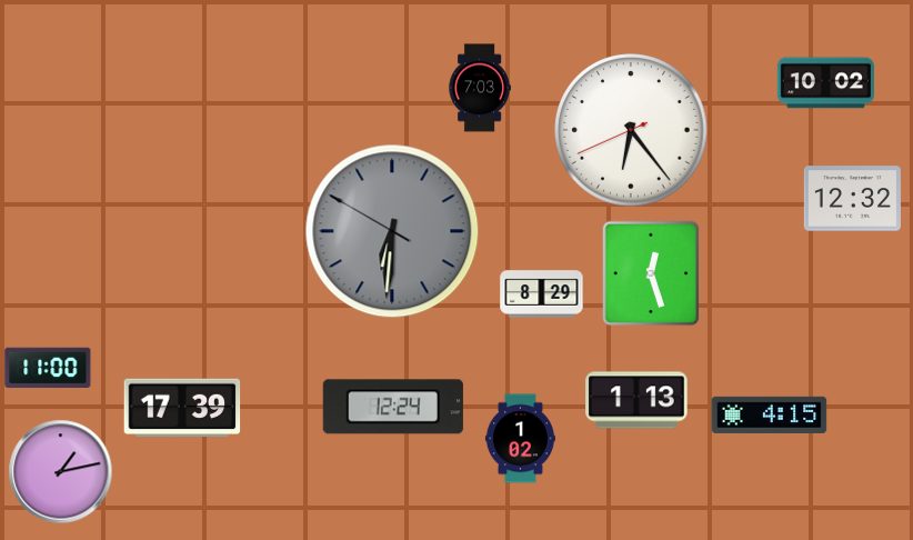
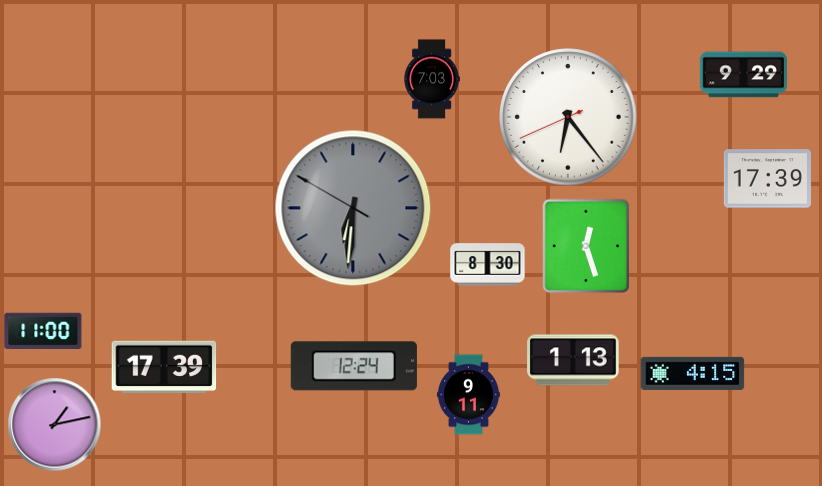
clock at (825, 83): 10:02 -> 9:29
clock at (852, 199): 12:32 -> 17:39
clock at (542, 294): 8:29 -> 8:30
clock at (520, 439): 1:02 -> 9:11
